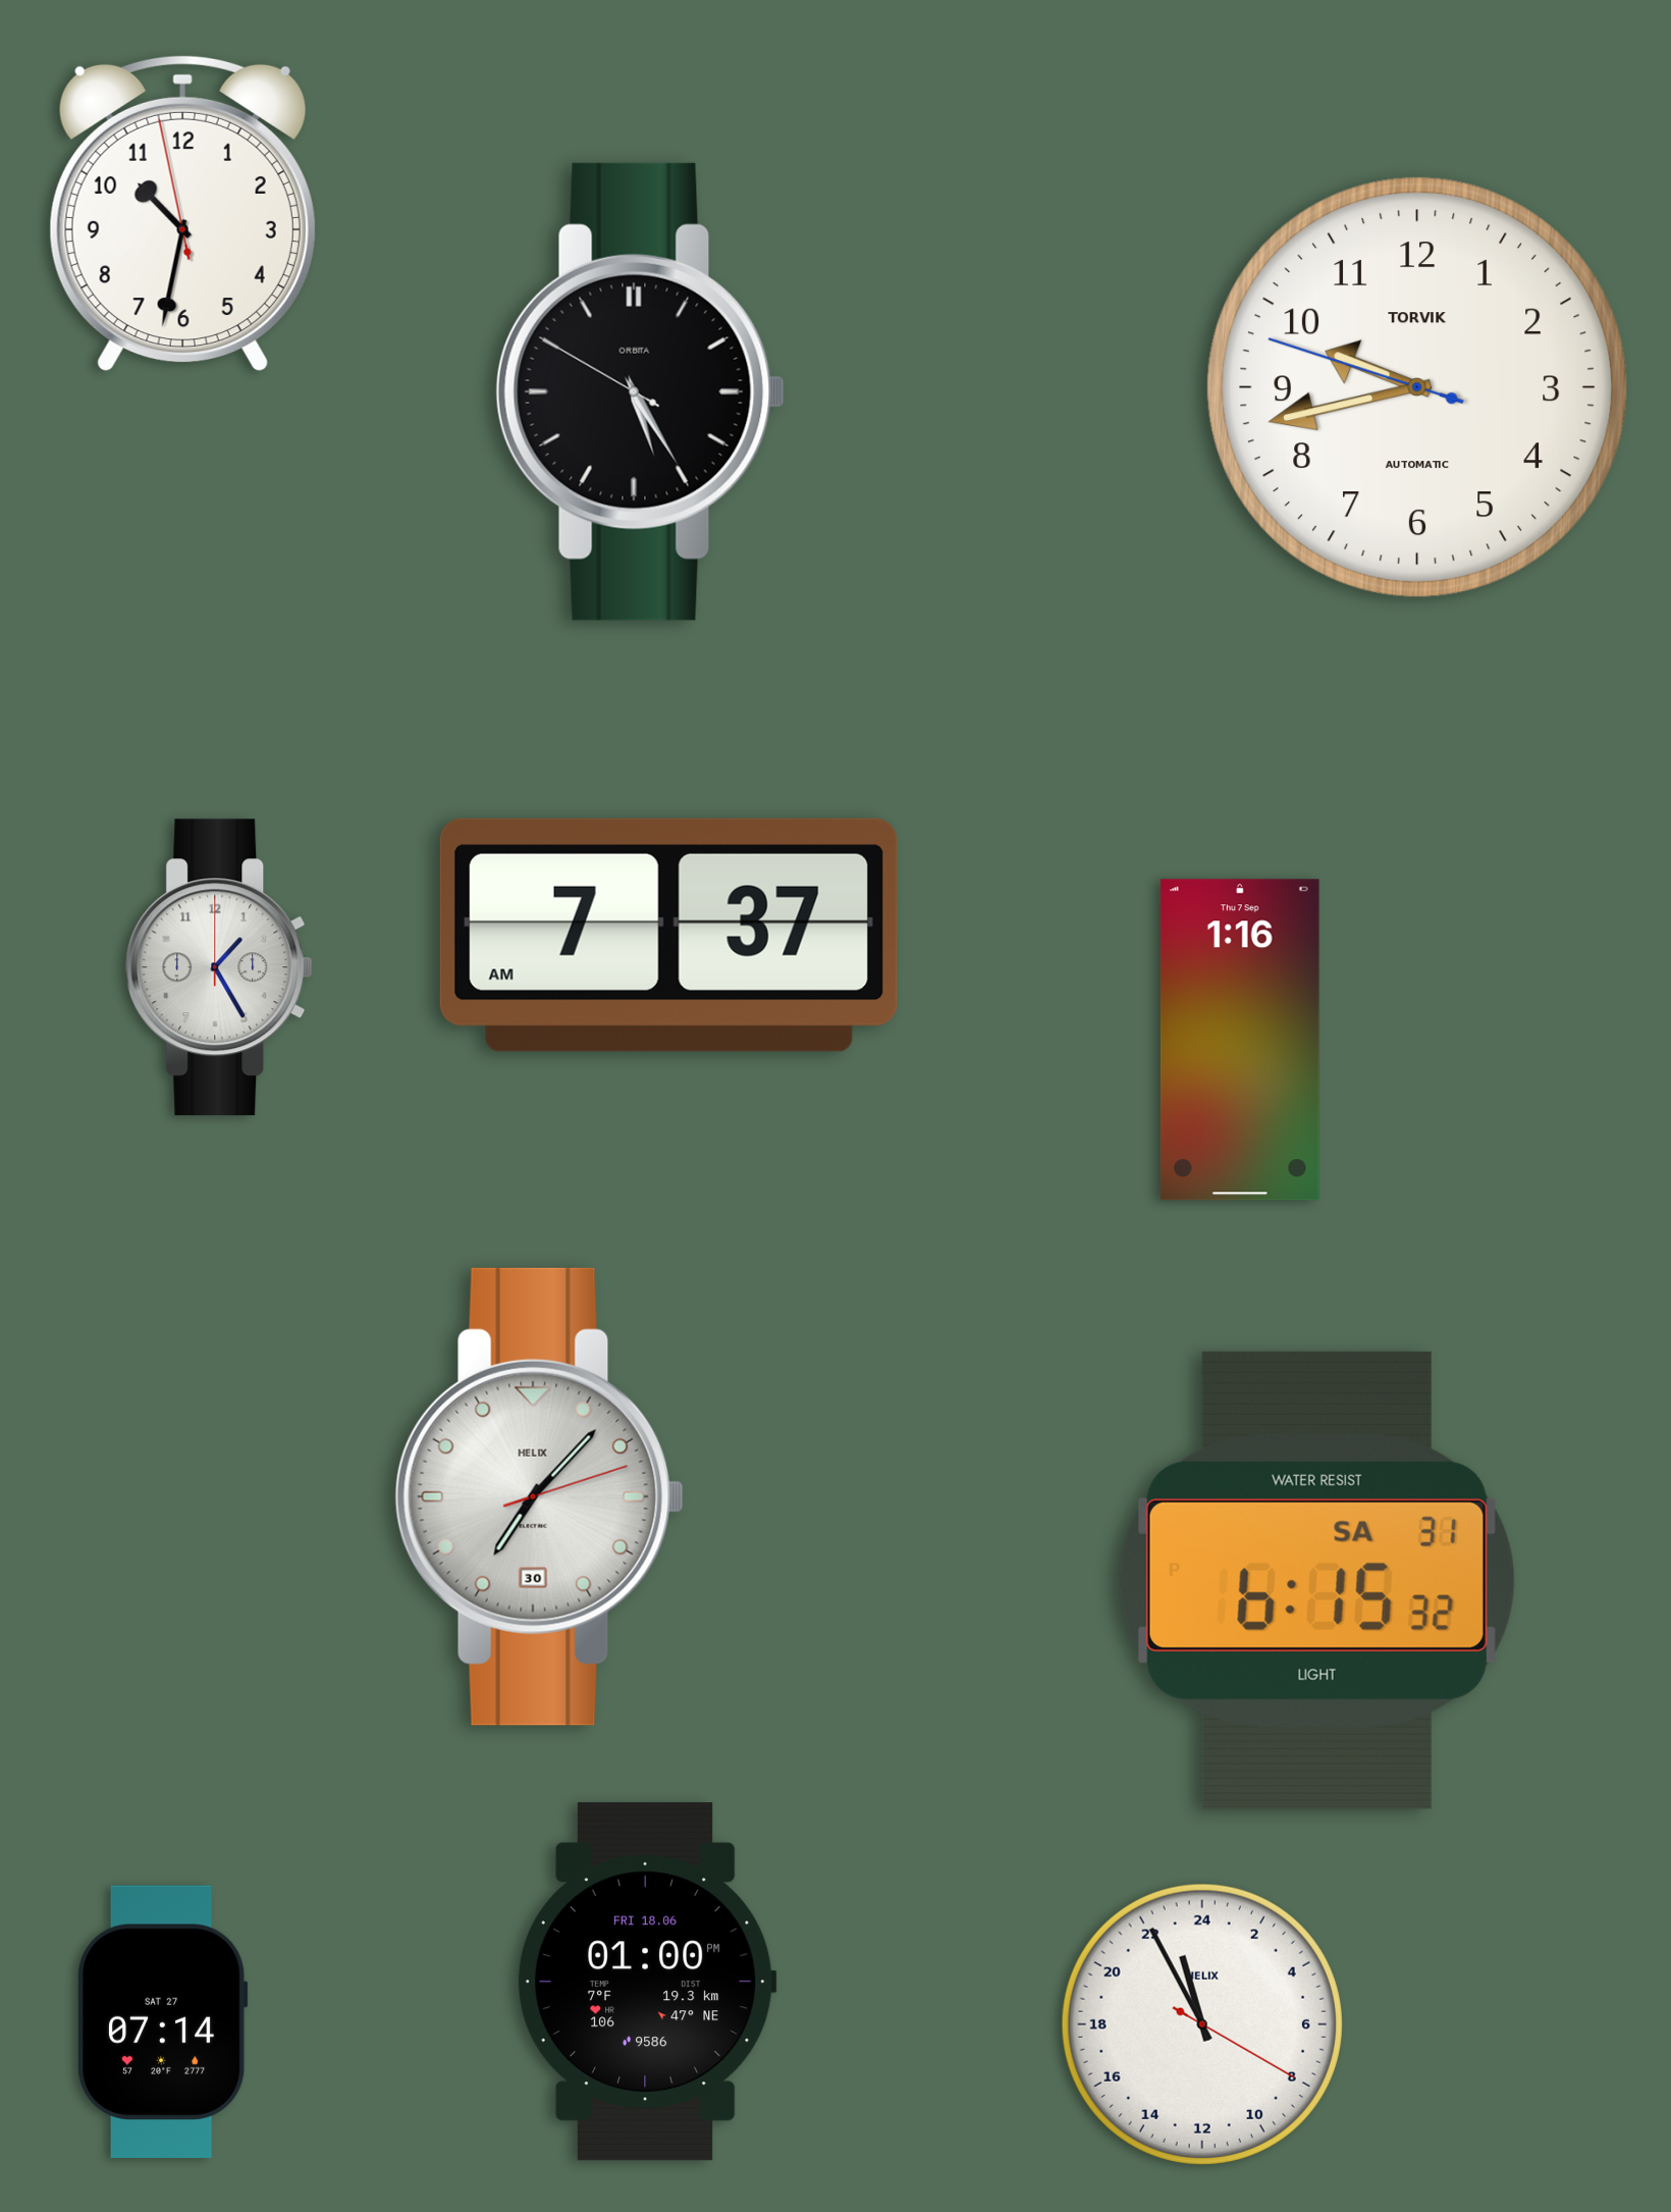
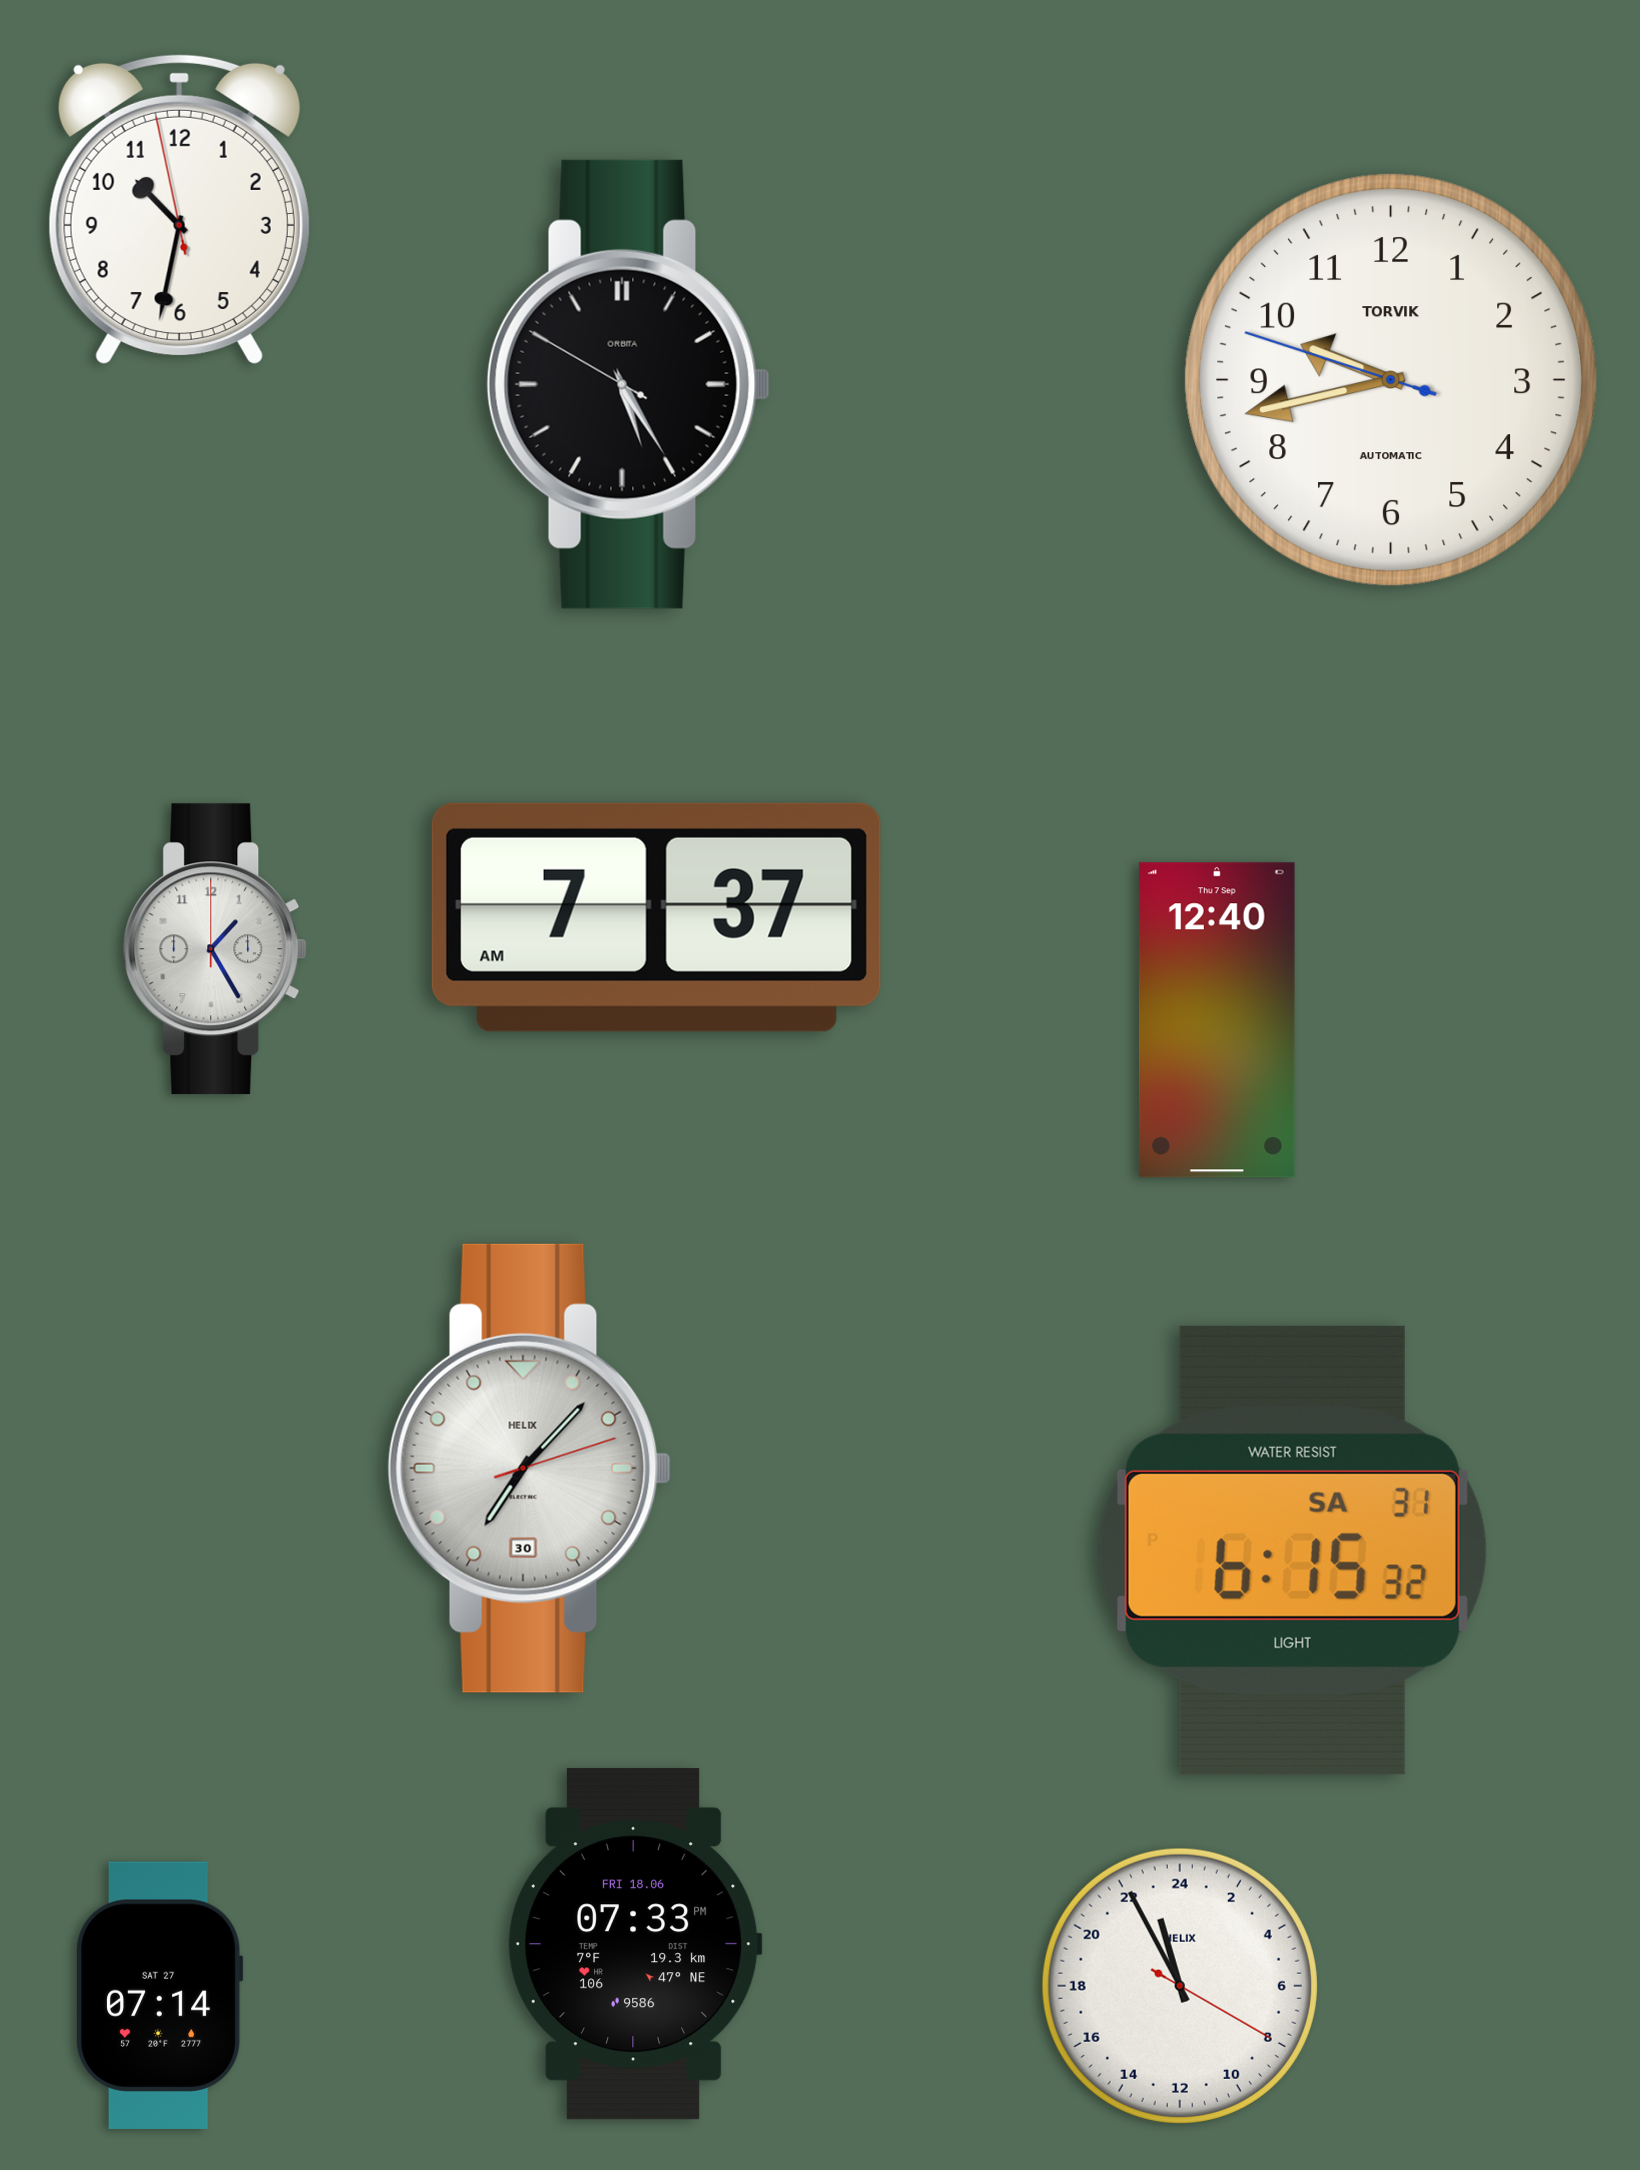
clock at (1240, 1040): 1:16 -> 12:40
clock at (647, 1982): 01:00 -> 07:33
clock at (162, 2021) position: (162, 2021) -> (159, 1995)
